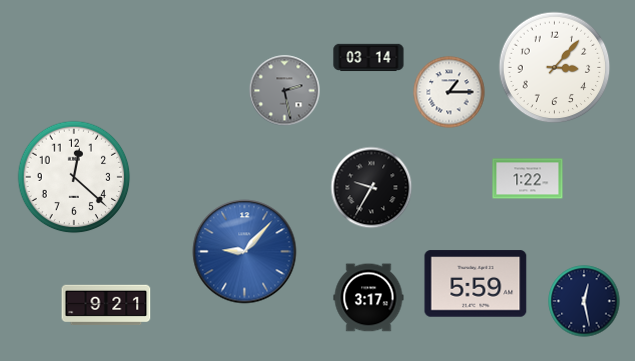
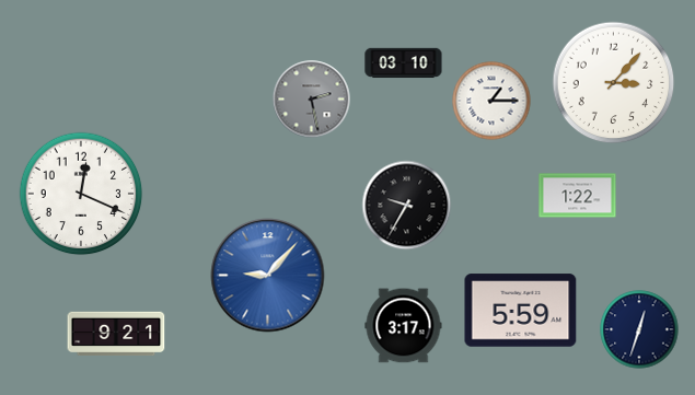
clock at (369, 58): 03:14 -> 03:10
clock at (555, 68) position: (555, 68) -> (614, 83)
clock at (74, 177): 12:22 -> 12:19
clock at (584, 301): 12:28 -> 12:33
